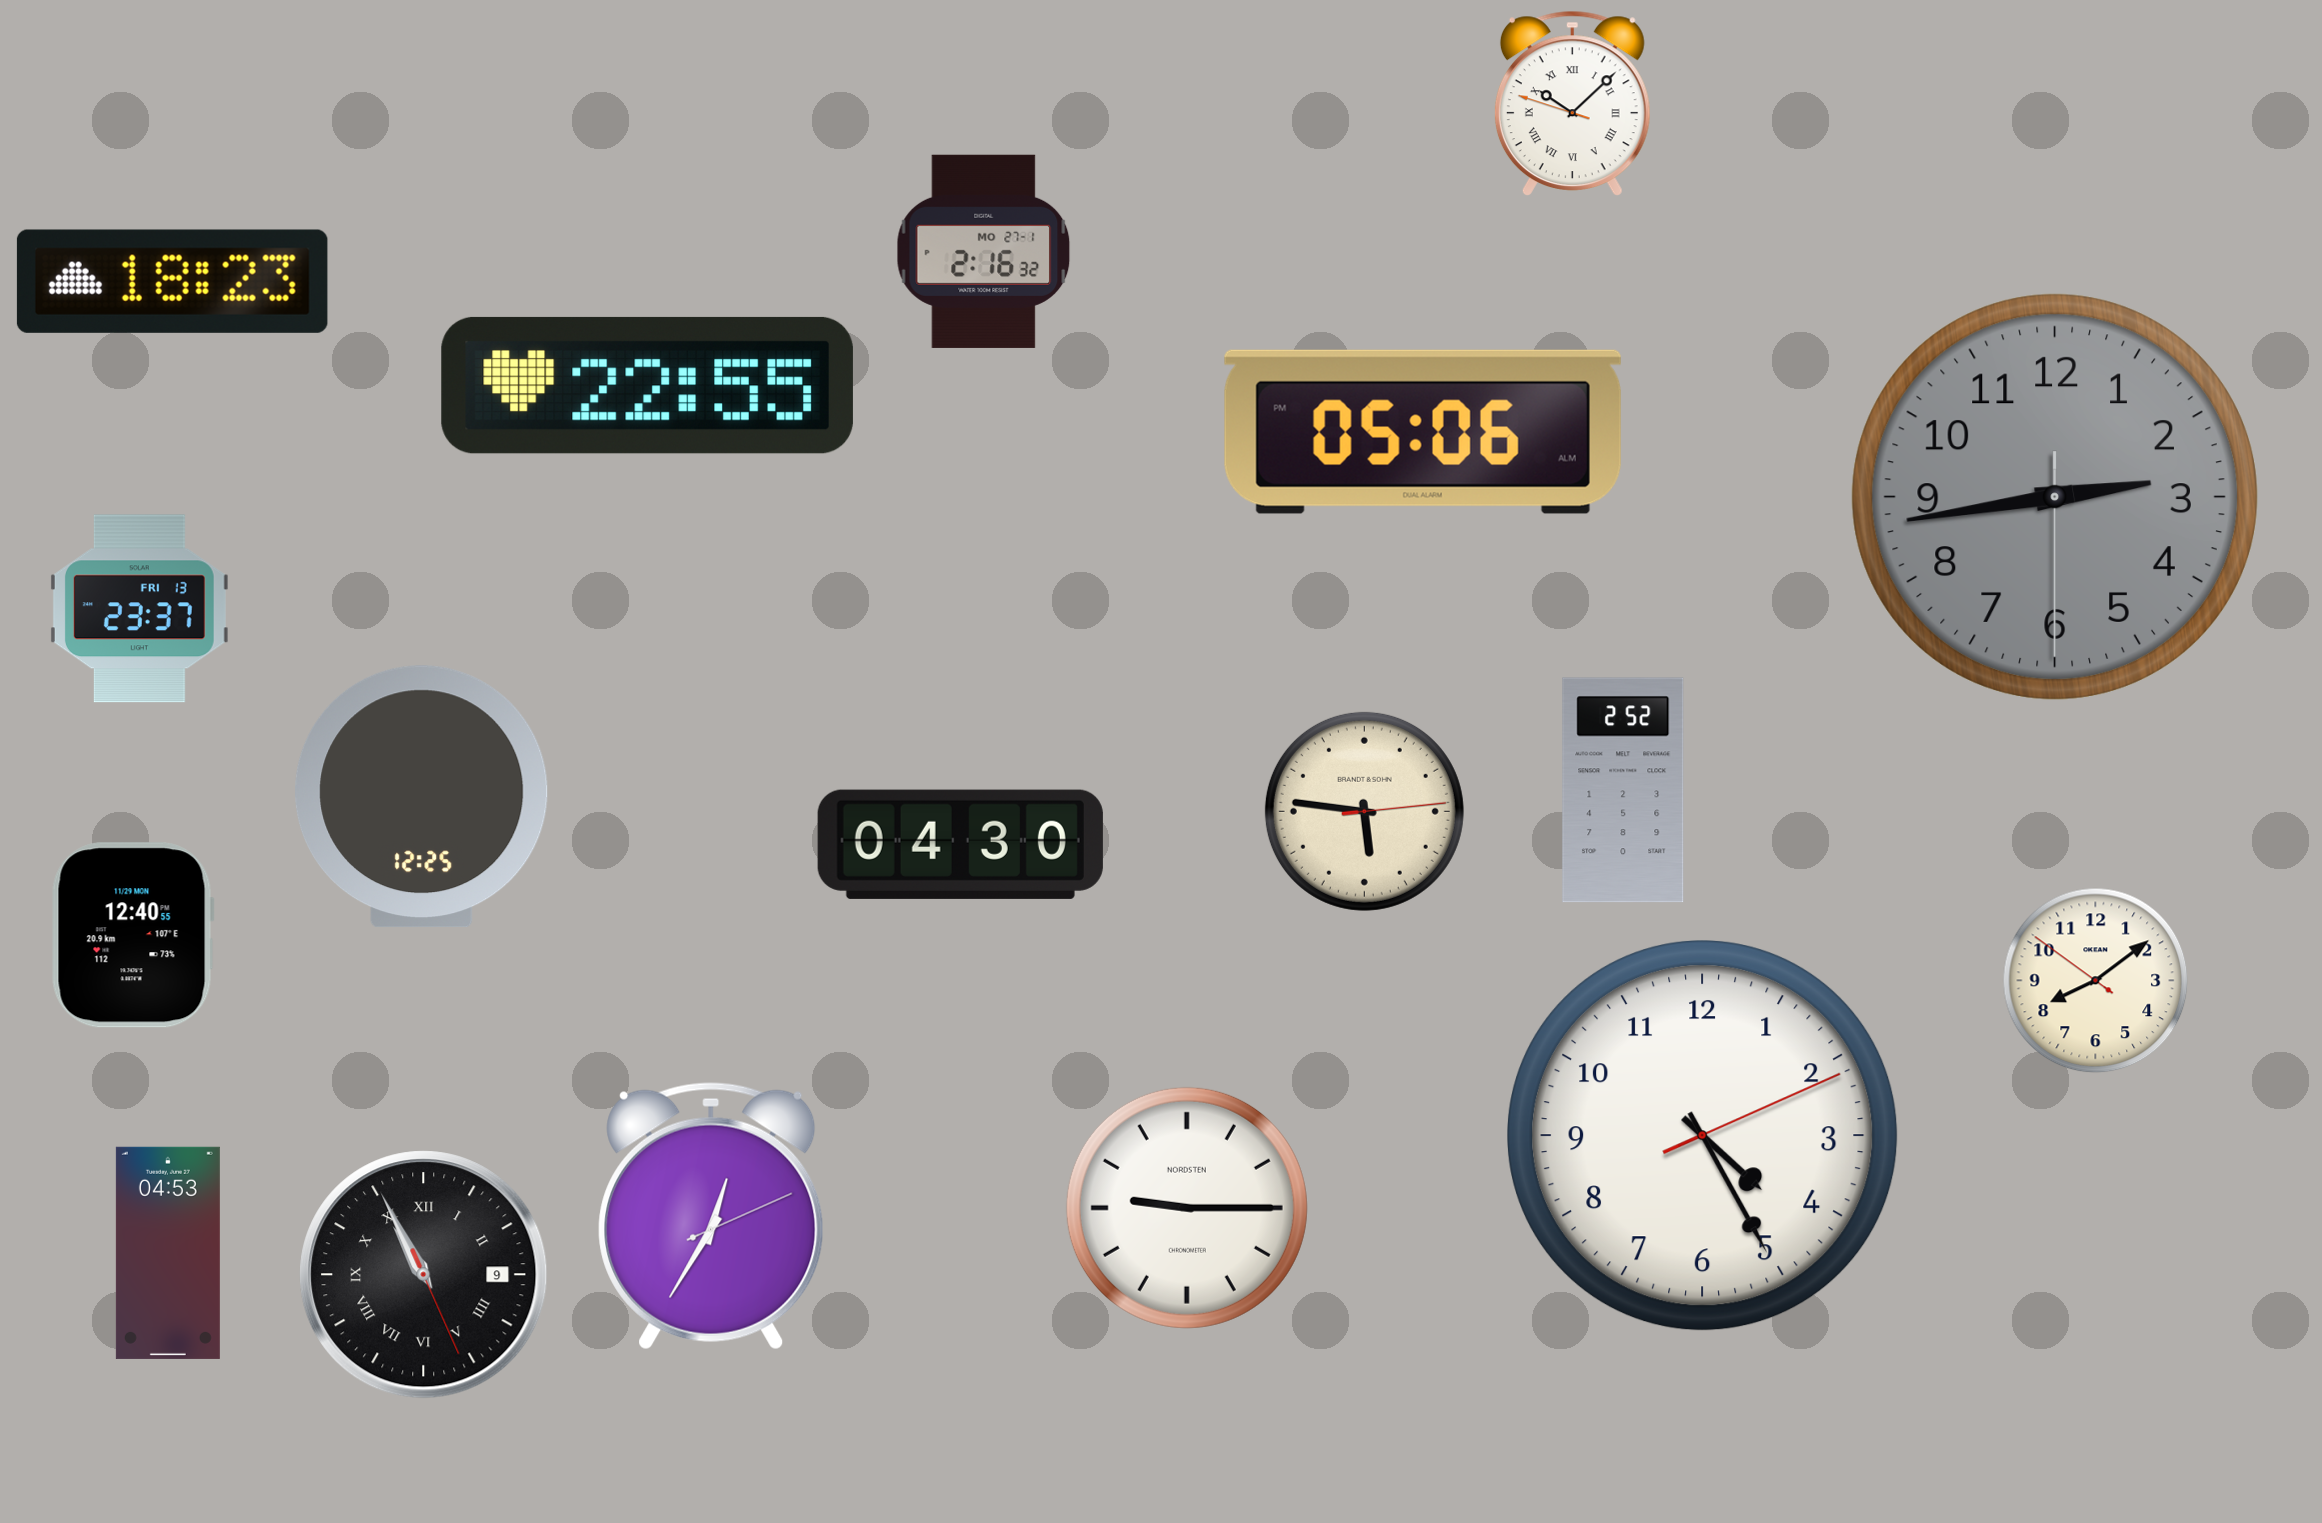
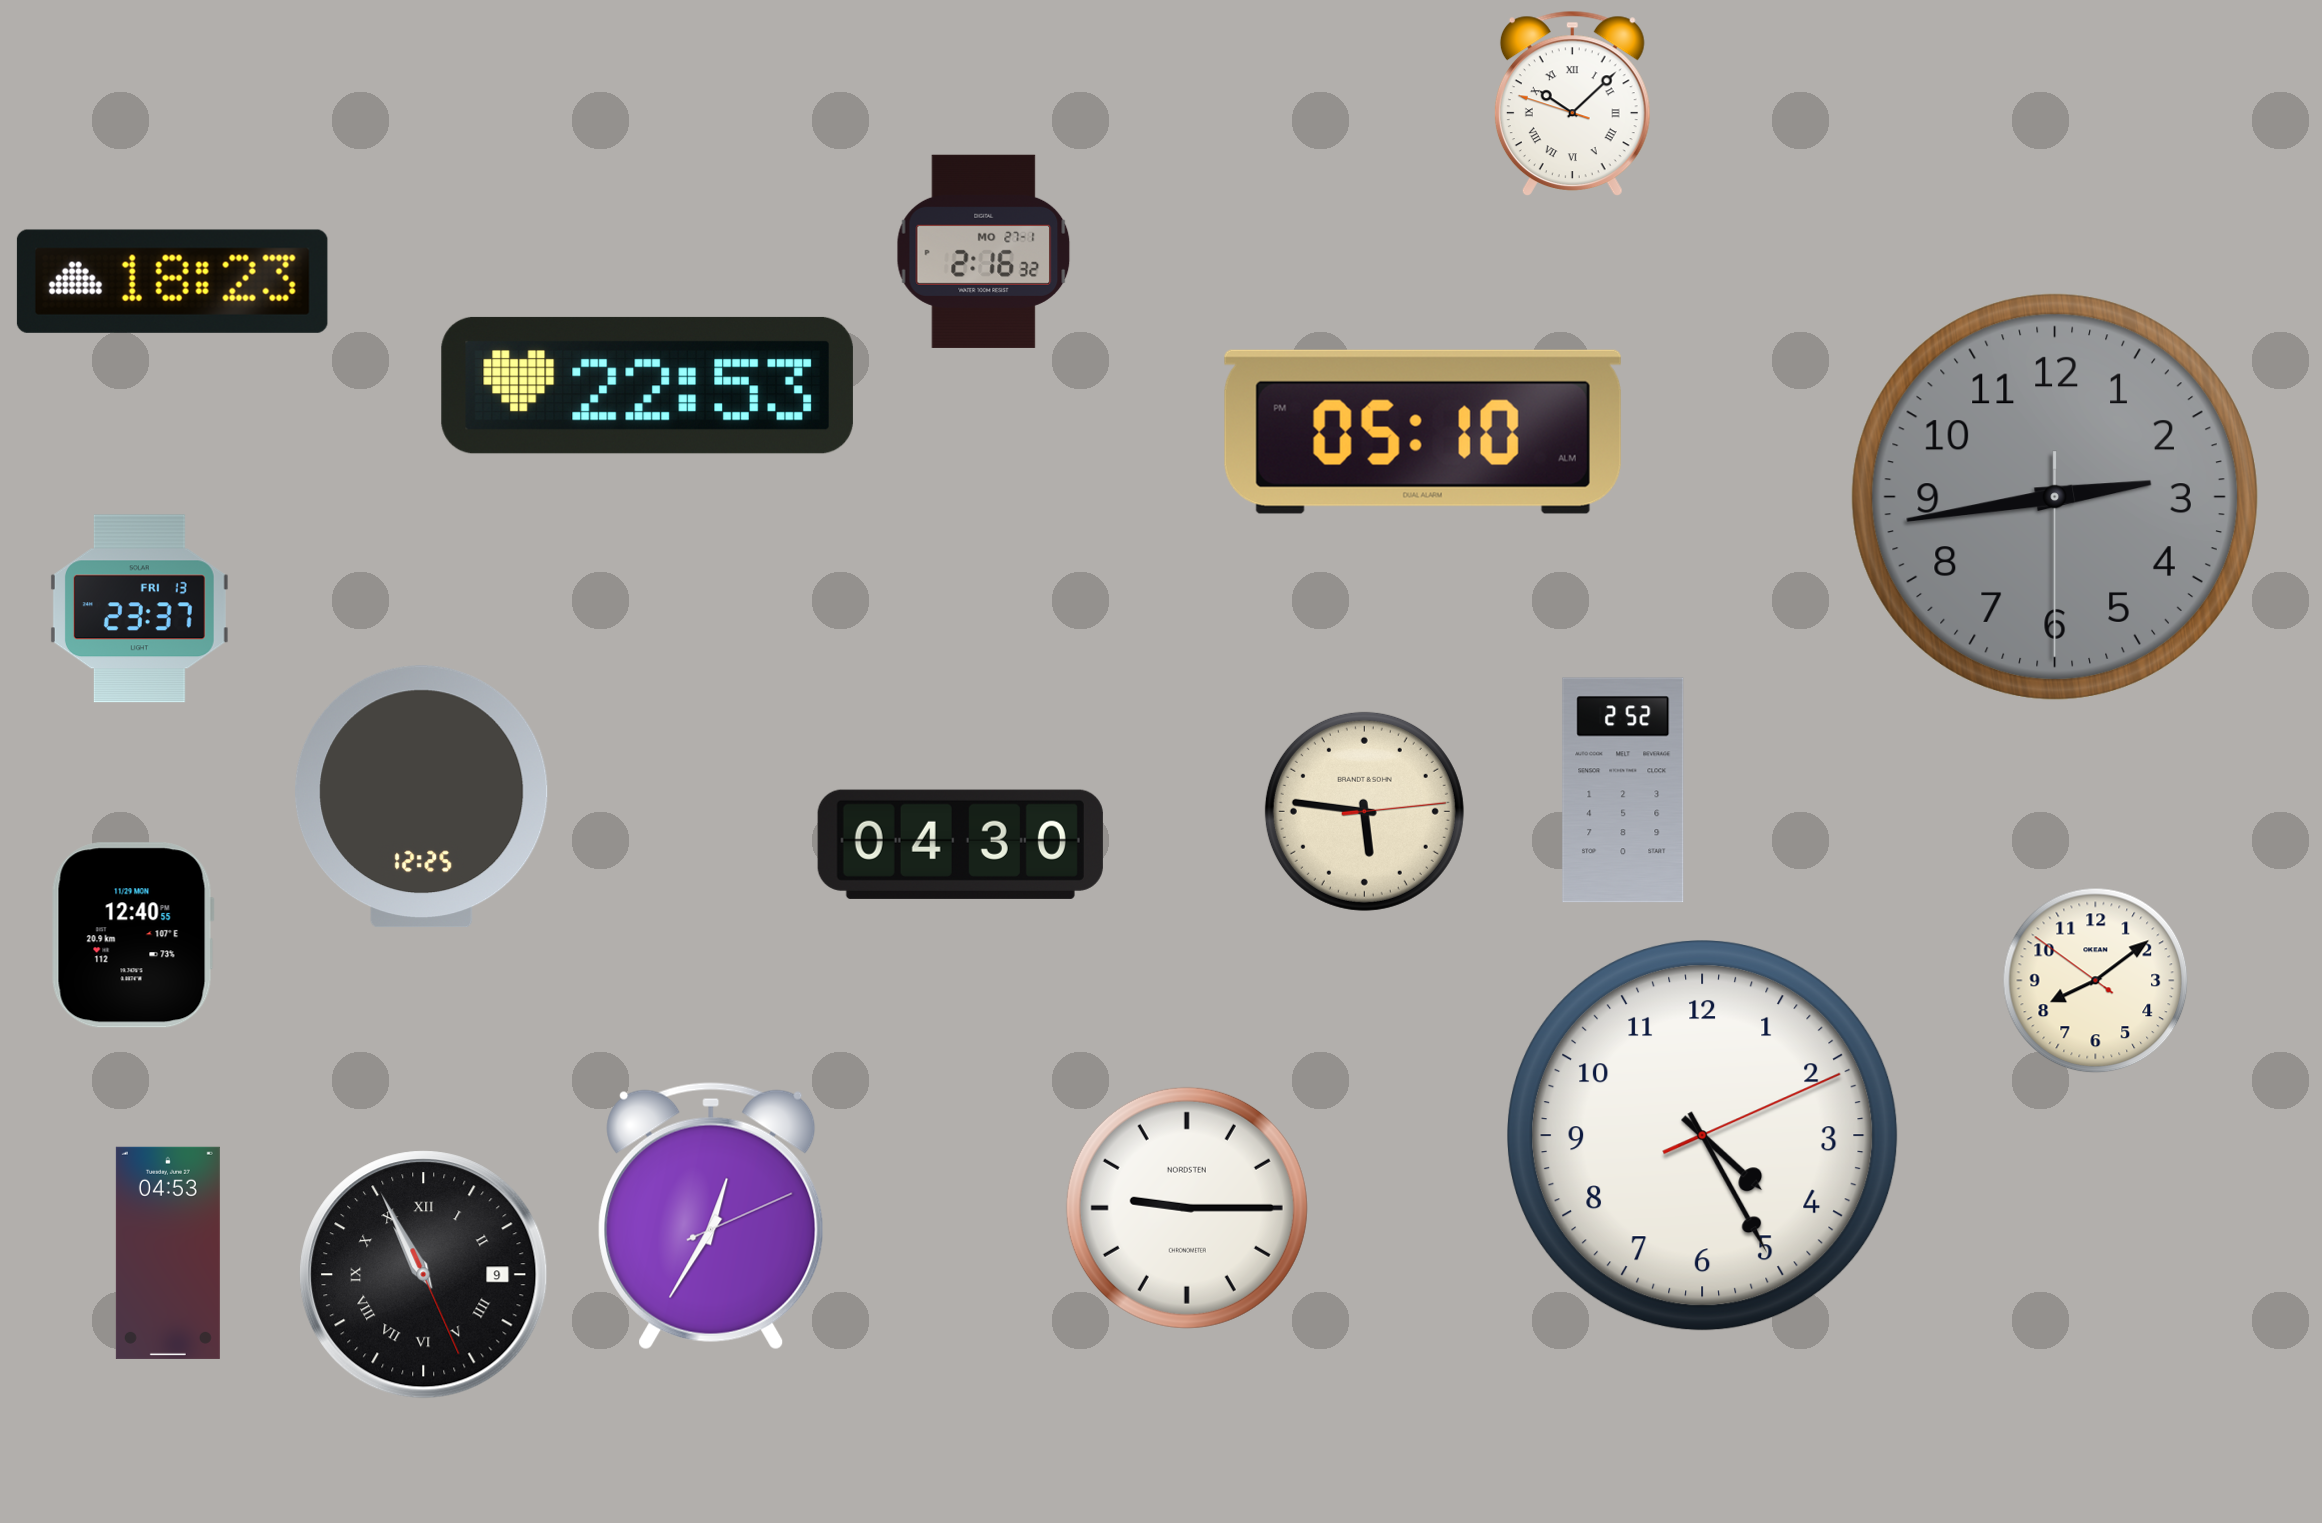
clock at (647, 385): 22:55 -> 22:53
clock at (1423, 432): 05:06 -> 05:10
